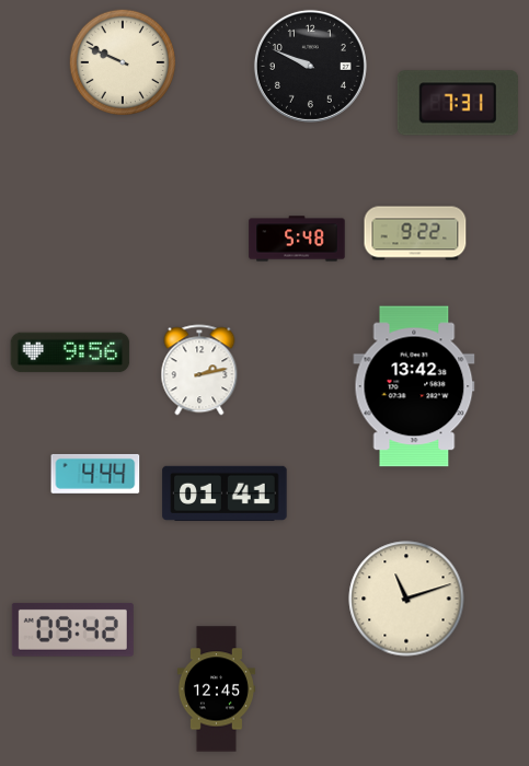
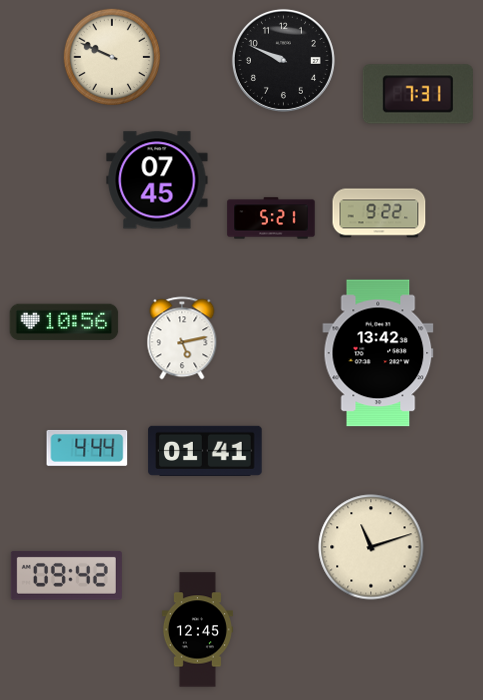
clock at (157, 180): none -> 07:45
clock at (297, 239): 5:48 -> 5:21
clock at (70, 352): 9:56 -> 10:56
clock at (199, 370): 2:13 -> 5:13
clock at (95, 474) position: (95, 474) -> (87, 448)
